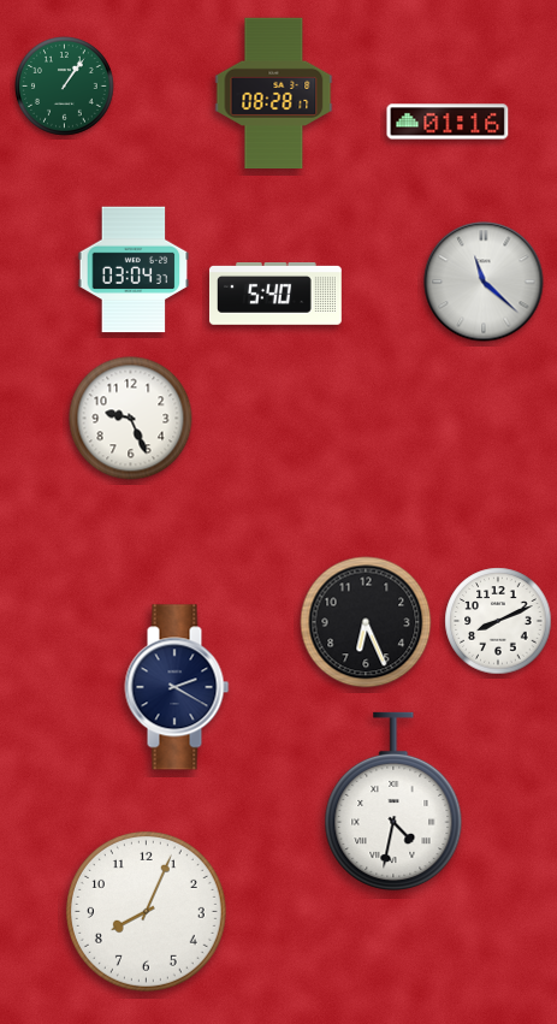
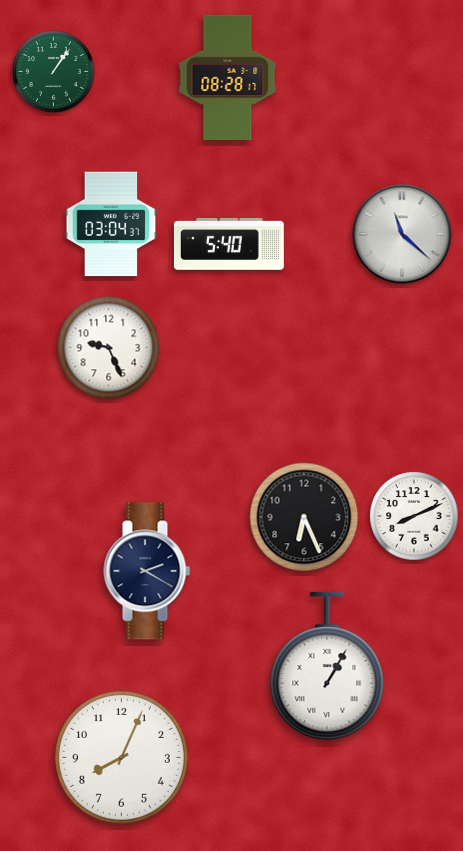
clock at (448, 122): 01:16 -> none
clock at (393, 801): 4:32 -> 1:05
